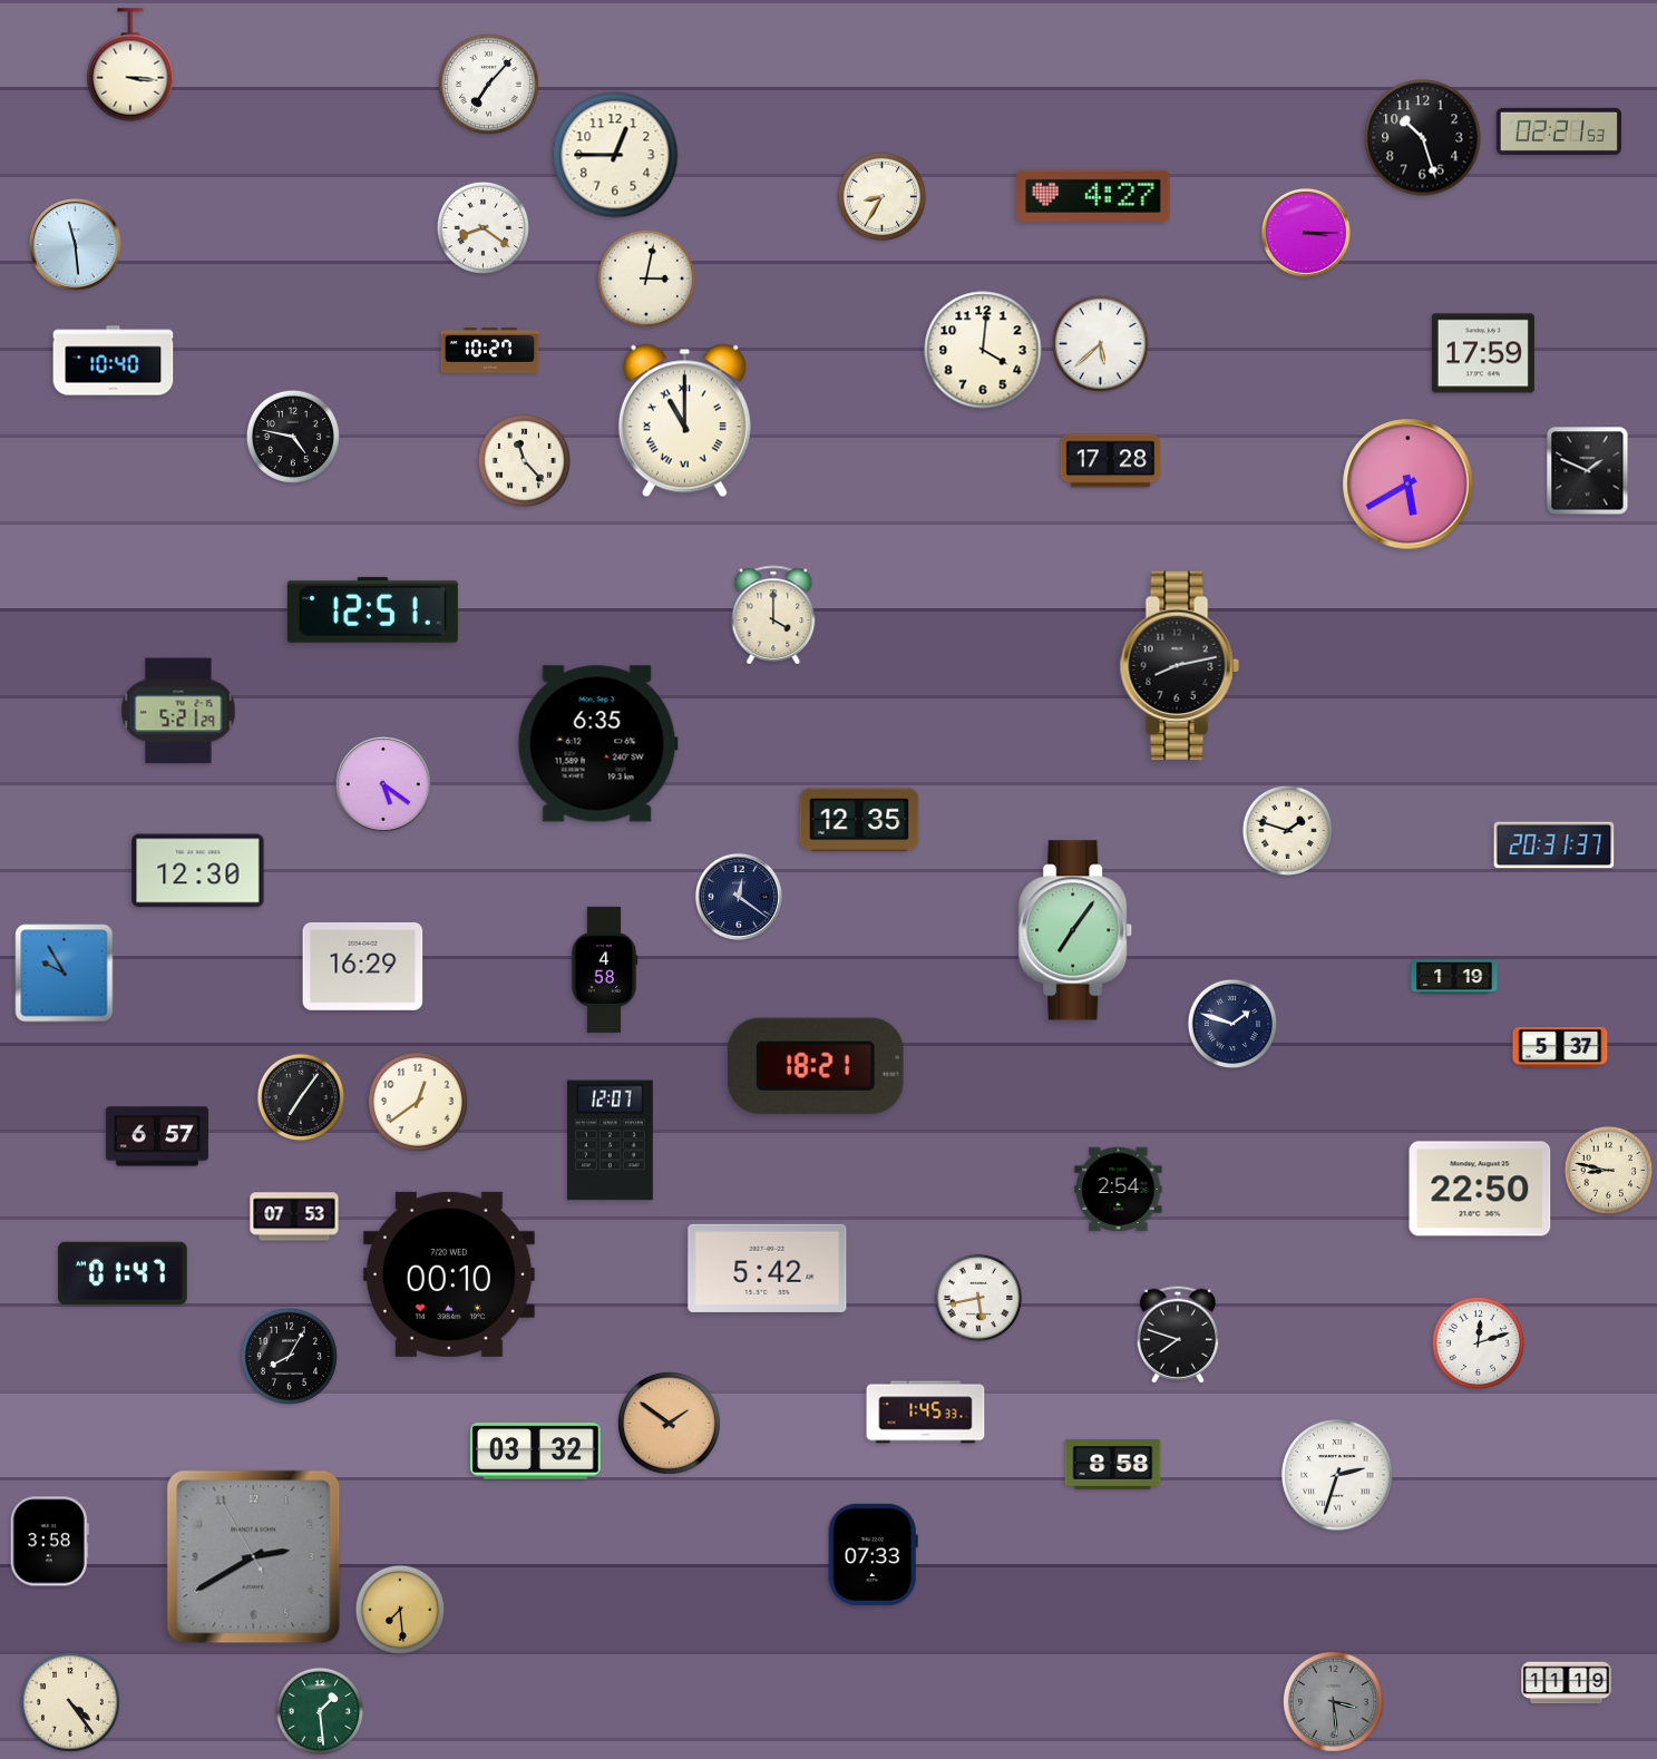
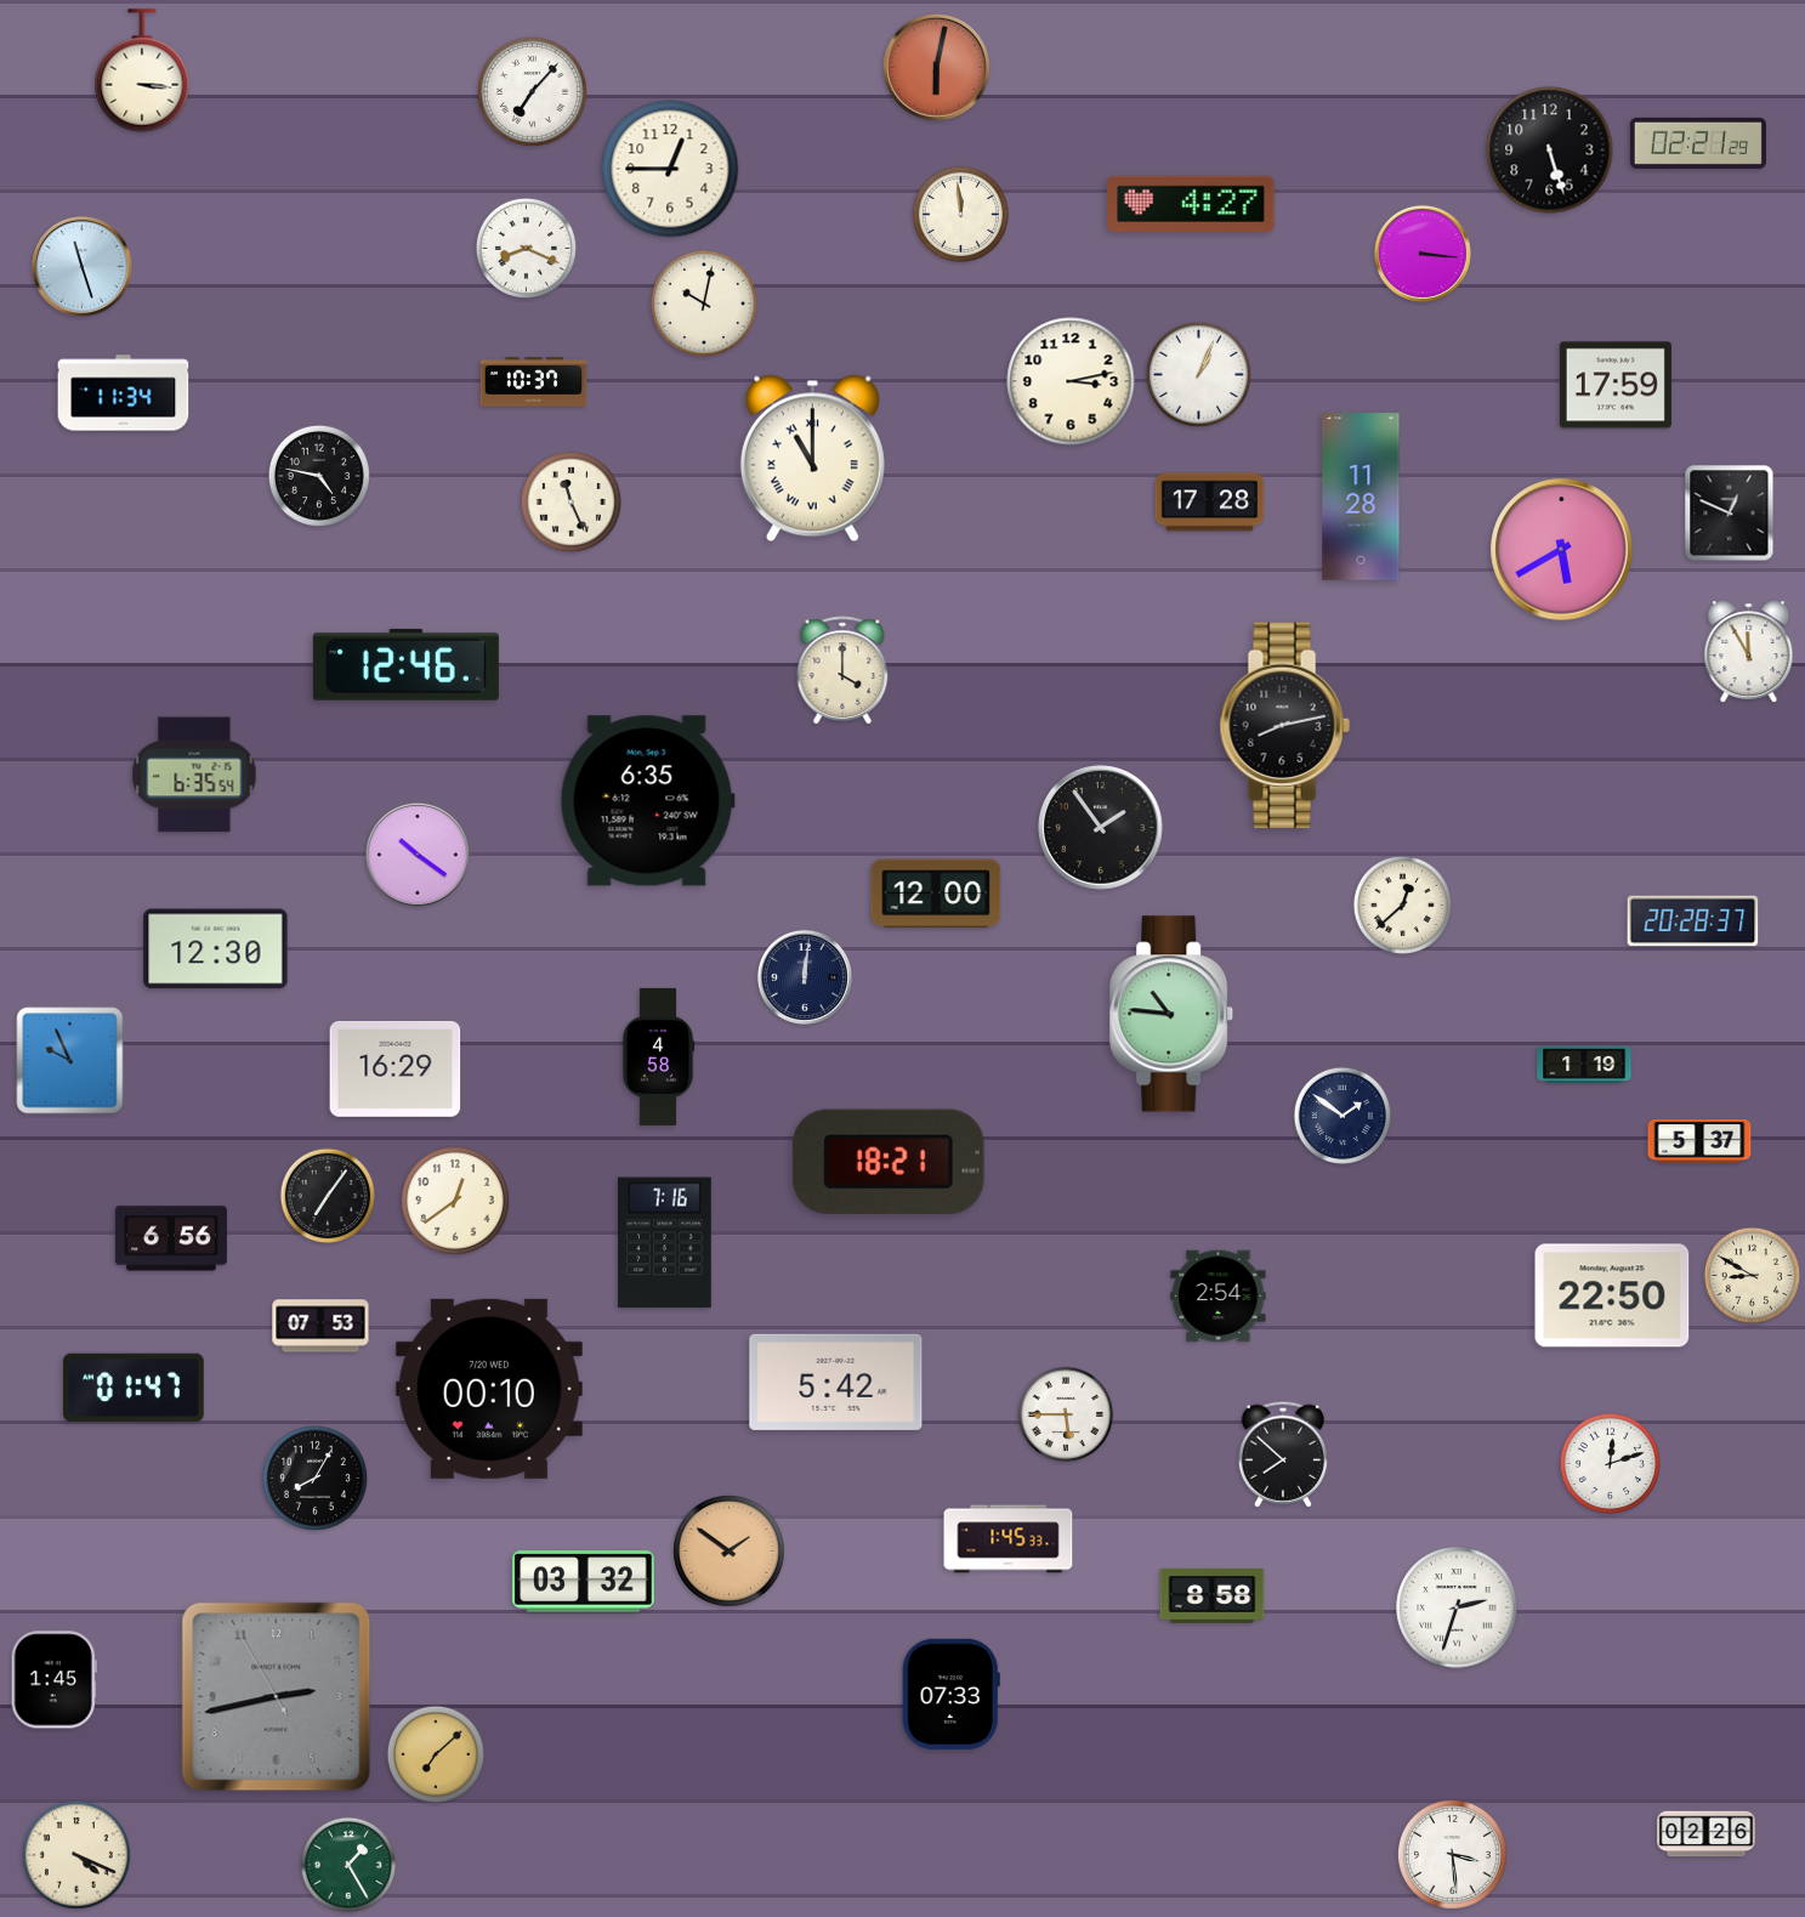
clock at (936, 67): none -> 6:02
clock at (1559, 131): 02:21:53 -> 02:21:29
clock at (1423, 138): 10:27 -> 5:27
clock at (1093, 196) position: (1093, 196) -> (1191, 204)
clock at (883, 197): 8:35 -> 11:59
clock at (483, 227): 8:21 -> 8:19
clock at (1306, 233): 3:15 -> 3:16
clock at (75, 244): 11:29 -> 11:27
clock at (646, 278): 3:02 -> 10:02
clock at (1100, 343): 5:38 -> 1:04
clock at (983, 350): 4:01 -> 3:13
clock at (490, 351): 10:27 -> 10:37
clock at (114, 361): 10:40 -> 11:34
clock at (684, 421) position: (684, 421) -> (812, 459)
clock at (1361, 497): none -> 11:28
clock at (524, 460): 11:23 -> 11:26
clock at (1588, 471): 1:49 -> 12:49
clock at (1409, 485) position: (1409, 485) -> (1562, 550)
clock at (1749, 652): none -> 11:55
clock at (372, 609): 12:51 -> 12:46
clock at (178, 711): 5:21 -> 6:35
clock at (597, 744) position: (597, 744) -> (647, 801)
clock at (1101, 828): none -> 1:54
clock at (383, 784): 5:21 -> 10:21
clock at (859, 820): 12:35 -> 12:00
clock at (1287, 830): 1:48 -> 12:38
clock at (1554, 846): 20:31 -> 20:28
clock at (739, 897): 12:21 -> 12:01
clock at (1076, 930): 7:06 -> 10:46
clock at (363, 966) position: (363, 966) -> (396, 1068)
clock at (65, 974): 9:55 -> 9:56
clock at (1232, 1024): 1:48 -> 1:51
clock at (157, 1136): 6:57 -> 6:56
clock at (610, 1141): 12:07 -> 7:16
clock at (1609, 1171): 8:47 -> 8:50
clock at (978, 1298): 5:43 -> 5:45
clock at (1178, 1335): 7:48 -> 7:52
clock at (49, 1542): 3:58 -> 1:45
clock at (254, 1557): 2:39 -> 2:42
clock at (400, 1610): 7:29 -> 7:08
clock at (1567, 1683): 11:19 -> 02:26
clock at (1333, 1701) dial: grey -> white
clock at (70, 1702): 4:24 -> 4:19
clock at (320, 1711): 1:29 -> 1:25
